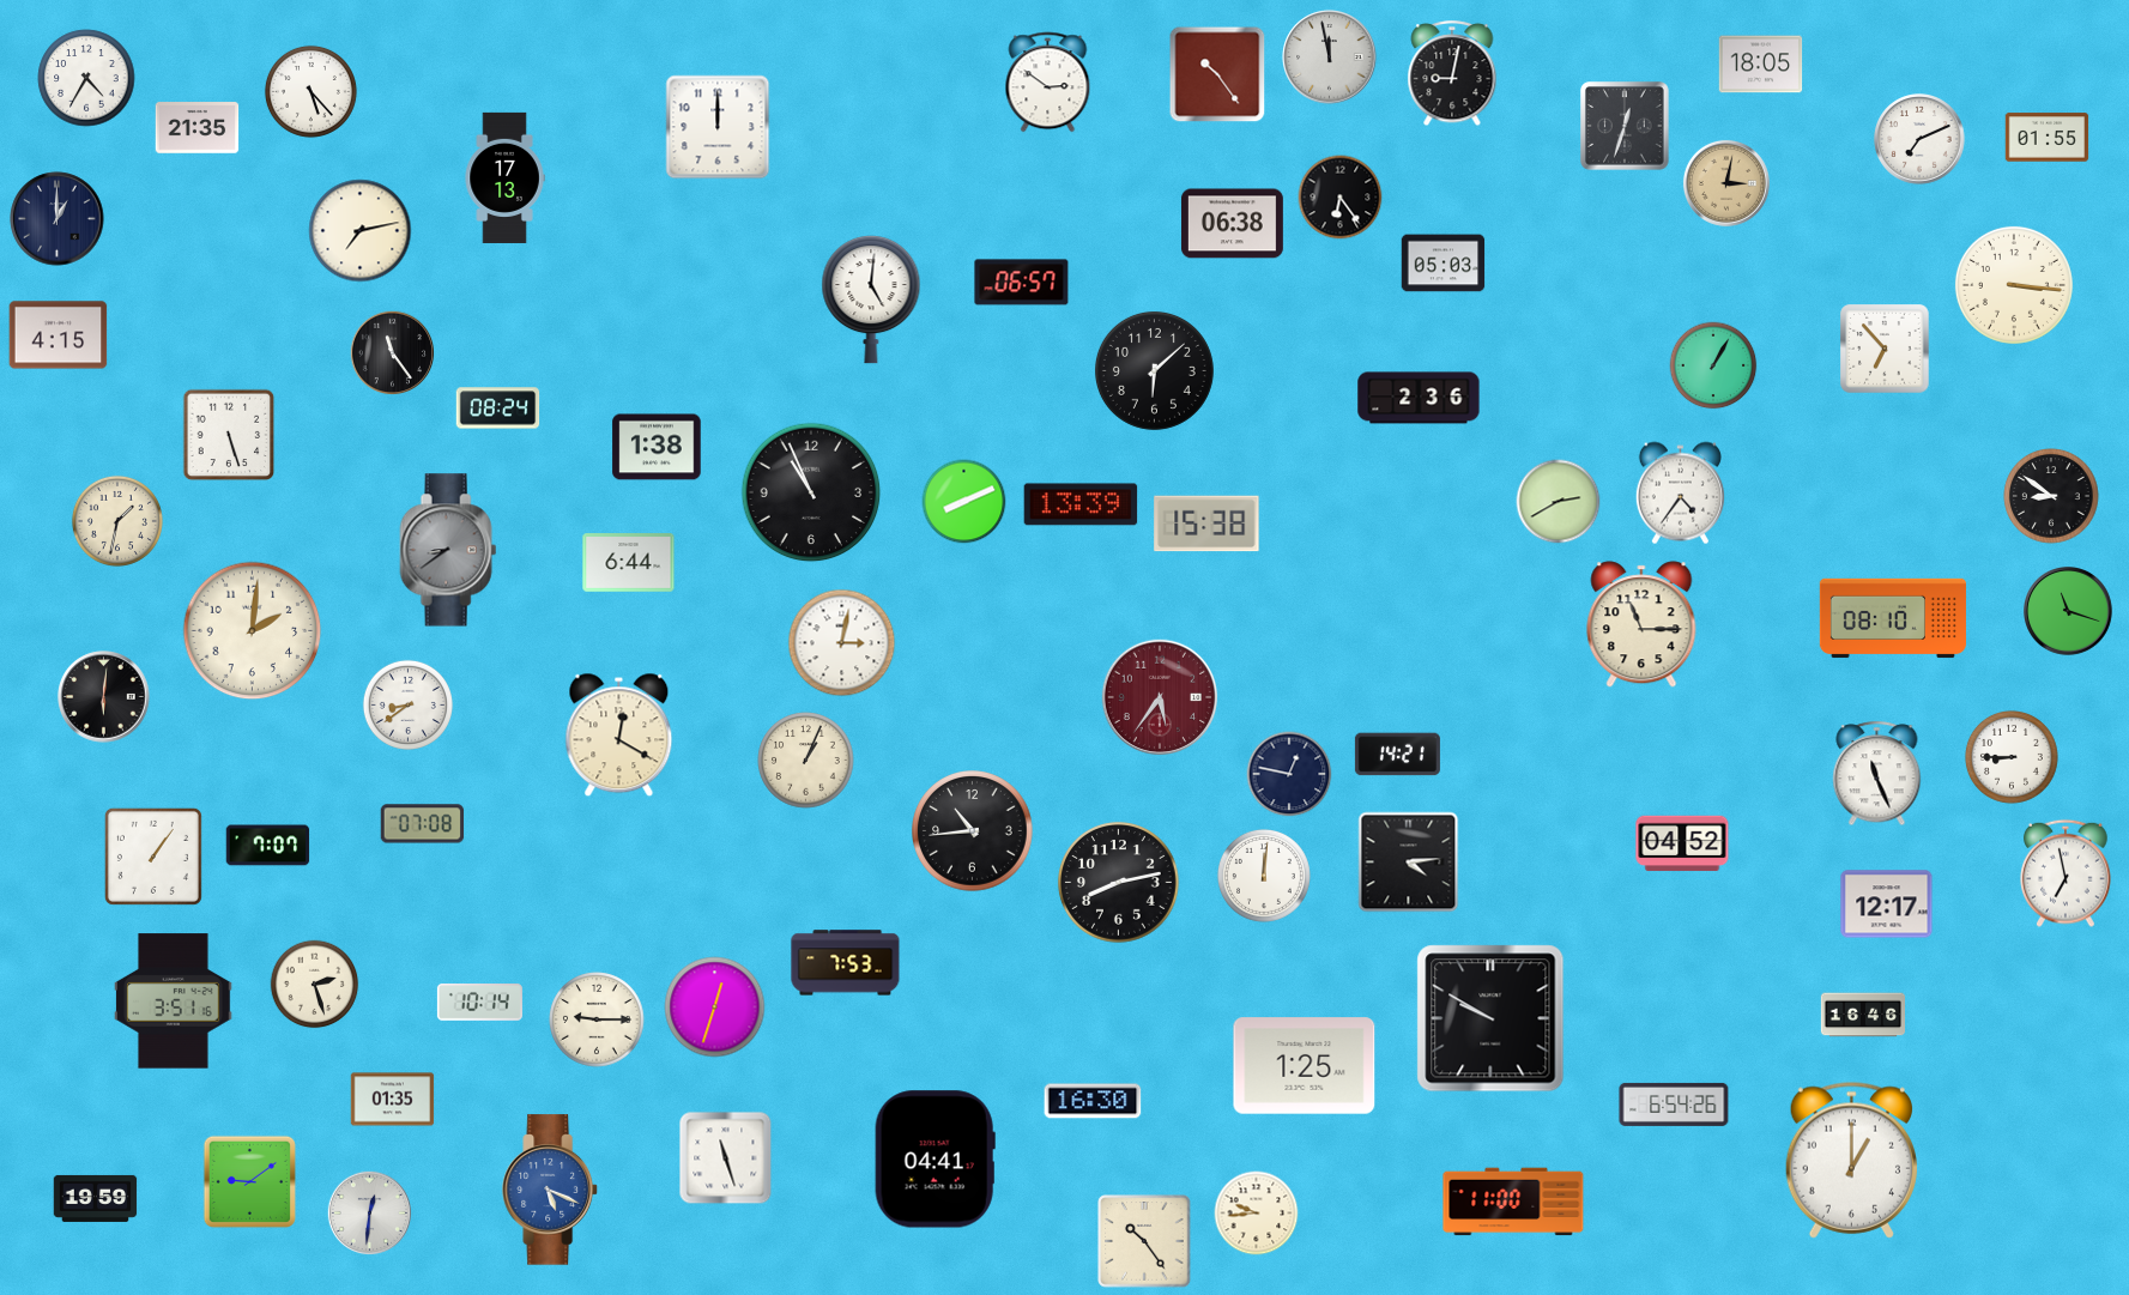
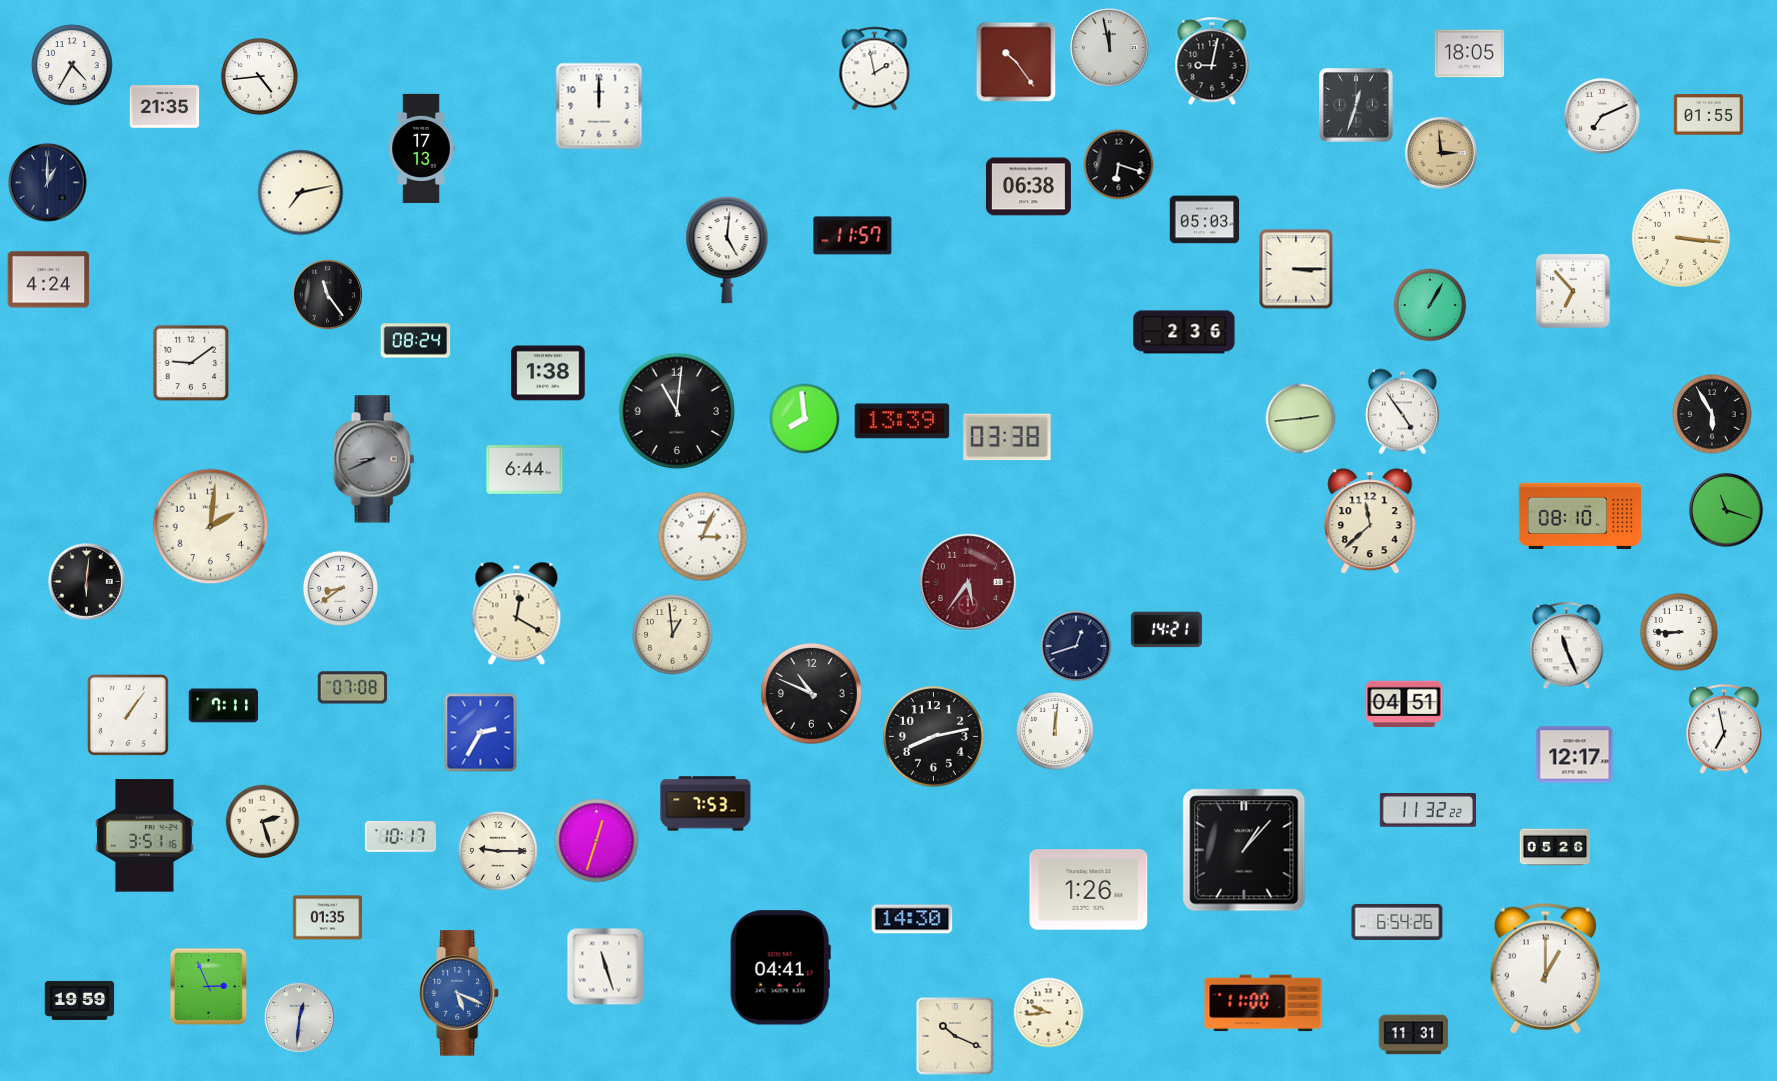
clock at (1048, 83): 2:51 -> 1:58
clock at (310, 91): 5:23 -> 4:44
clock at (1726, 183): 3:02 -> 2:59
clock at (1341, 198): 6:24 -> 6:18
clock at (1022, 283): 06:57 -> 11:57
clock at (1296, 269): none -> 3:15
clock at (59, 335): 4:15 -> 4:24
clock at (1154, 370): 6:08 -> none
clock at (229, 435): 5:27 -> 9:09
clock at (811, 492): 10:56 -> 11:01
clock at (1680, 494): 4:36 -> 4:54
clock at (2051, 496): 8:51 -> 5:55
clock at (964, 502): 8:11 -> 7:59
clock at (1559, 502): 2:40 -> 2:44
clock at (117, 521): 1:32 -> none
clock at (1206, 524): 15:38 -> 03:38
clock at (448, 550): 8:39 -> 8:41
clock at (1641, 624): 11:15 -> 11:38
clock at (842, 643): 3:02 -> 3:04
clock at (806, 761): 1:04 -> 12:59
clock at (1289, 774): 12:47 -> 12:42
clock at (973, 831): 10:44 -> 10:49
clock at (1682, 843): 04:52 -> 04:51
clock at (268, 846): 7:07 -> 7:11
clock at (1409, 863): 4:14 -> none
clock at (481, 733): none -> 2:35
clock at (1428, 810): none -> 11:32
clock at (479, 1003): 10:14 -> 10:17
clock at (1862, 1015): 16:46 -> 05:26
clock at (1490, 1018): 9:50 -> 1:07
clock at (1305, 1066): 1:25 -> 1:26
clock at (1093, 1101): 16:30 -> 14:30
clock at (249, 1181): 9:09 -> 2:56
clock at (369, 1212) position: (369, 1212) -> (299, 1017)
clock at (1414, 1035): none -> 11:31
clock at (1144, 1241): 10:24 -> 10:19
